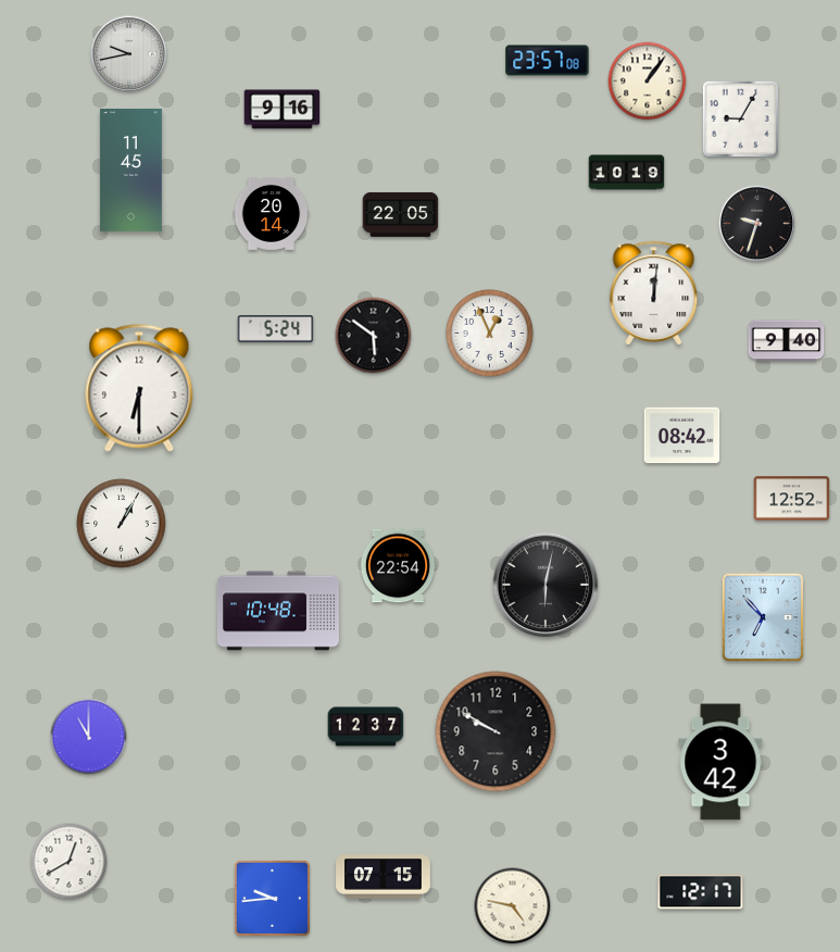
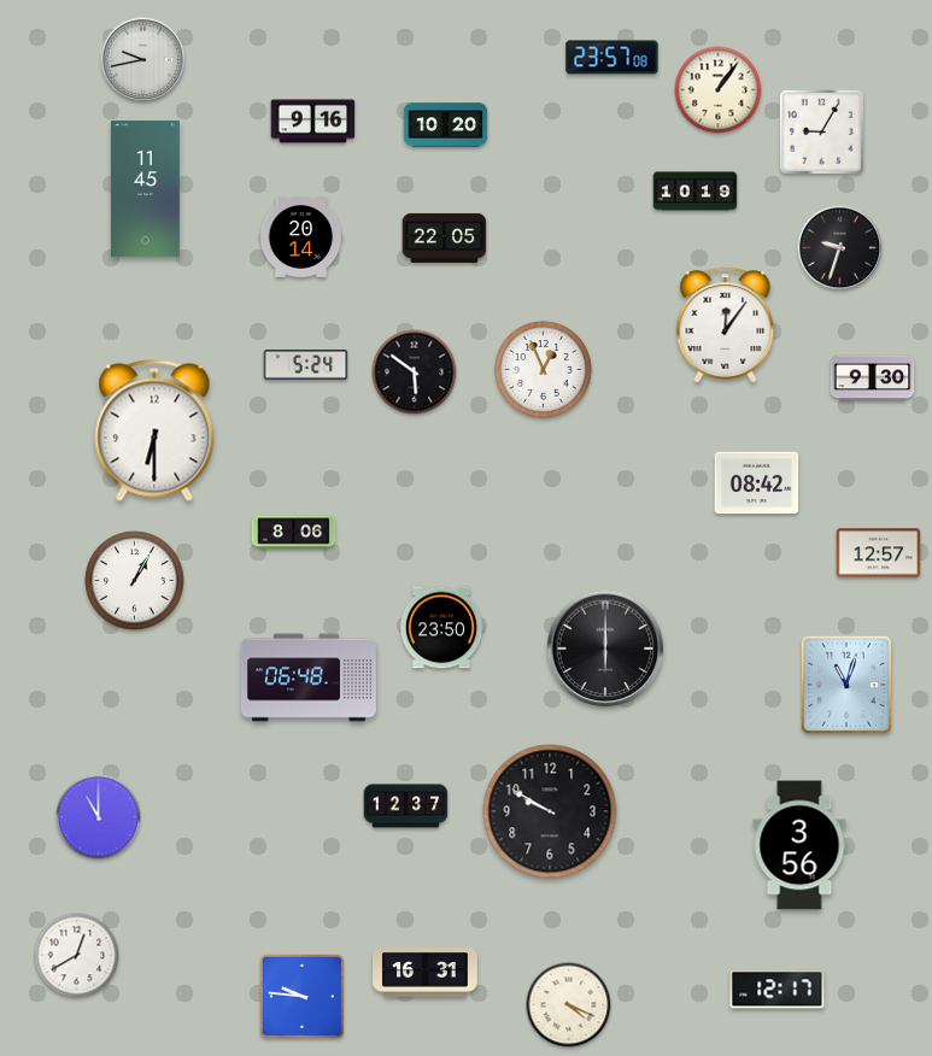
clock at (548, 61) position: (548, 61) -> (612, 58)
clock at (446, 125): none -> 10:20
clock at (654, 293): 12:01 -> 12:06
clock at (787, 341): 9:40 -> 9:30
clock at (294, 533): none -> 8:06
clock at (792, 499): 12:52 -> 12:57
clock at (398, 566): 22:54 -> 23:50
clock at (546, 585): 6:02 -> 6:00
clock at (278, 611): 10:48 -> 06:48
clock at (762, 616): 6:53 -> 11:03
clock at (720, 762): 3:42 -> 3:56
clock at (384, 877): 07:15 -> 16:31
clock at (272, 898): 9:44 -> 9:46
clock at (513, 906): 4:47 -> 4:19
